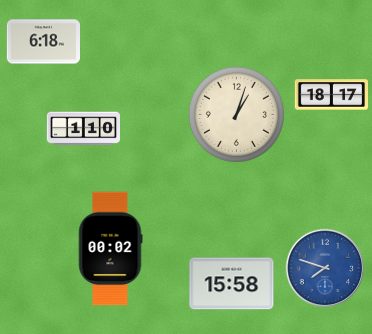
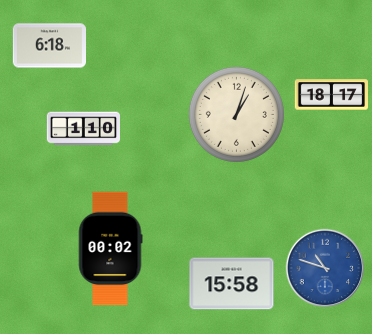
clock at (43, 42) position: (43, 42) -> (49, 46)
clock at (325, 268): 7:48 -> 10:48
